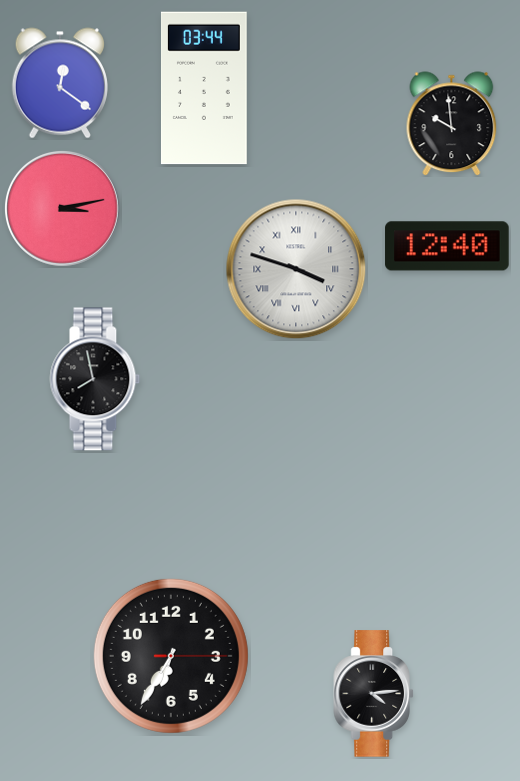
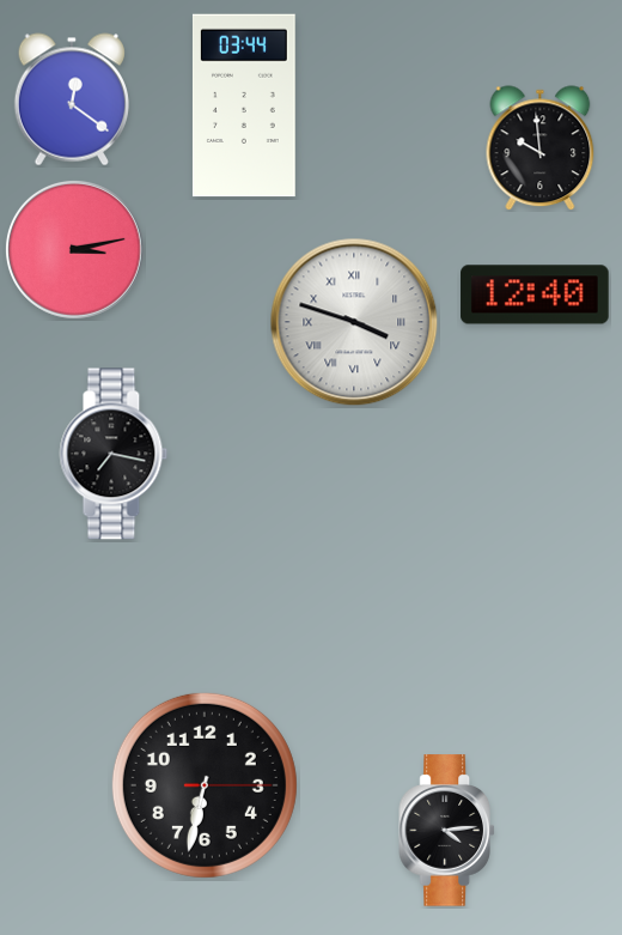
clock at (95, 379): 7:58 -> 7:17
clock at (171, 656): 6:35 -> 6:32
